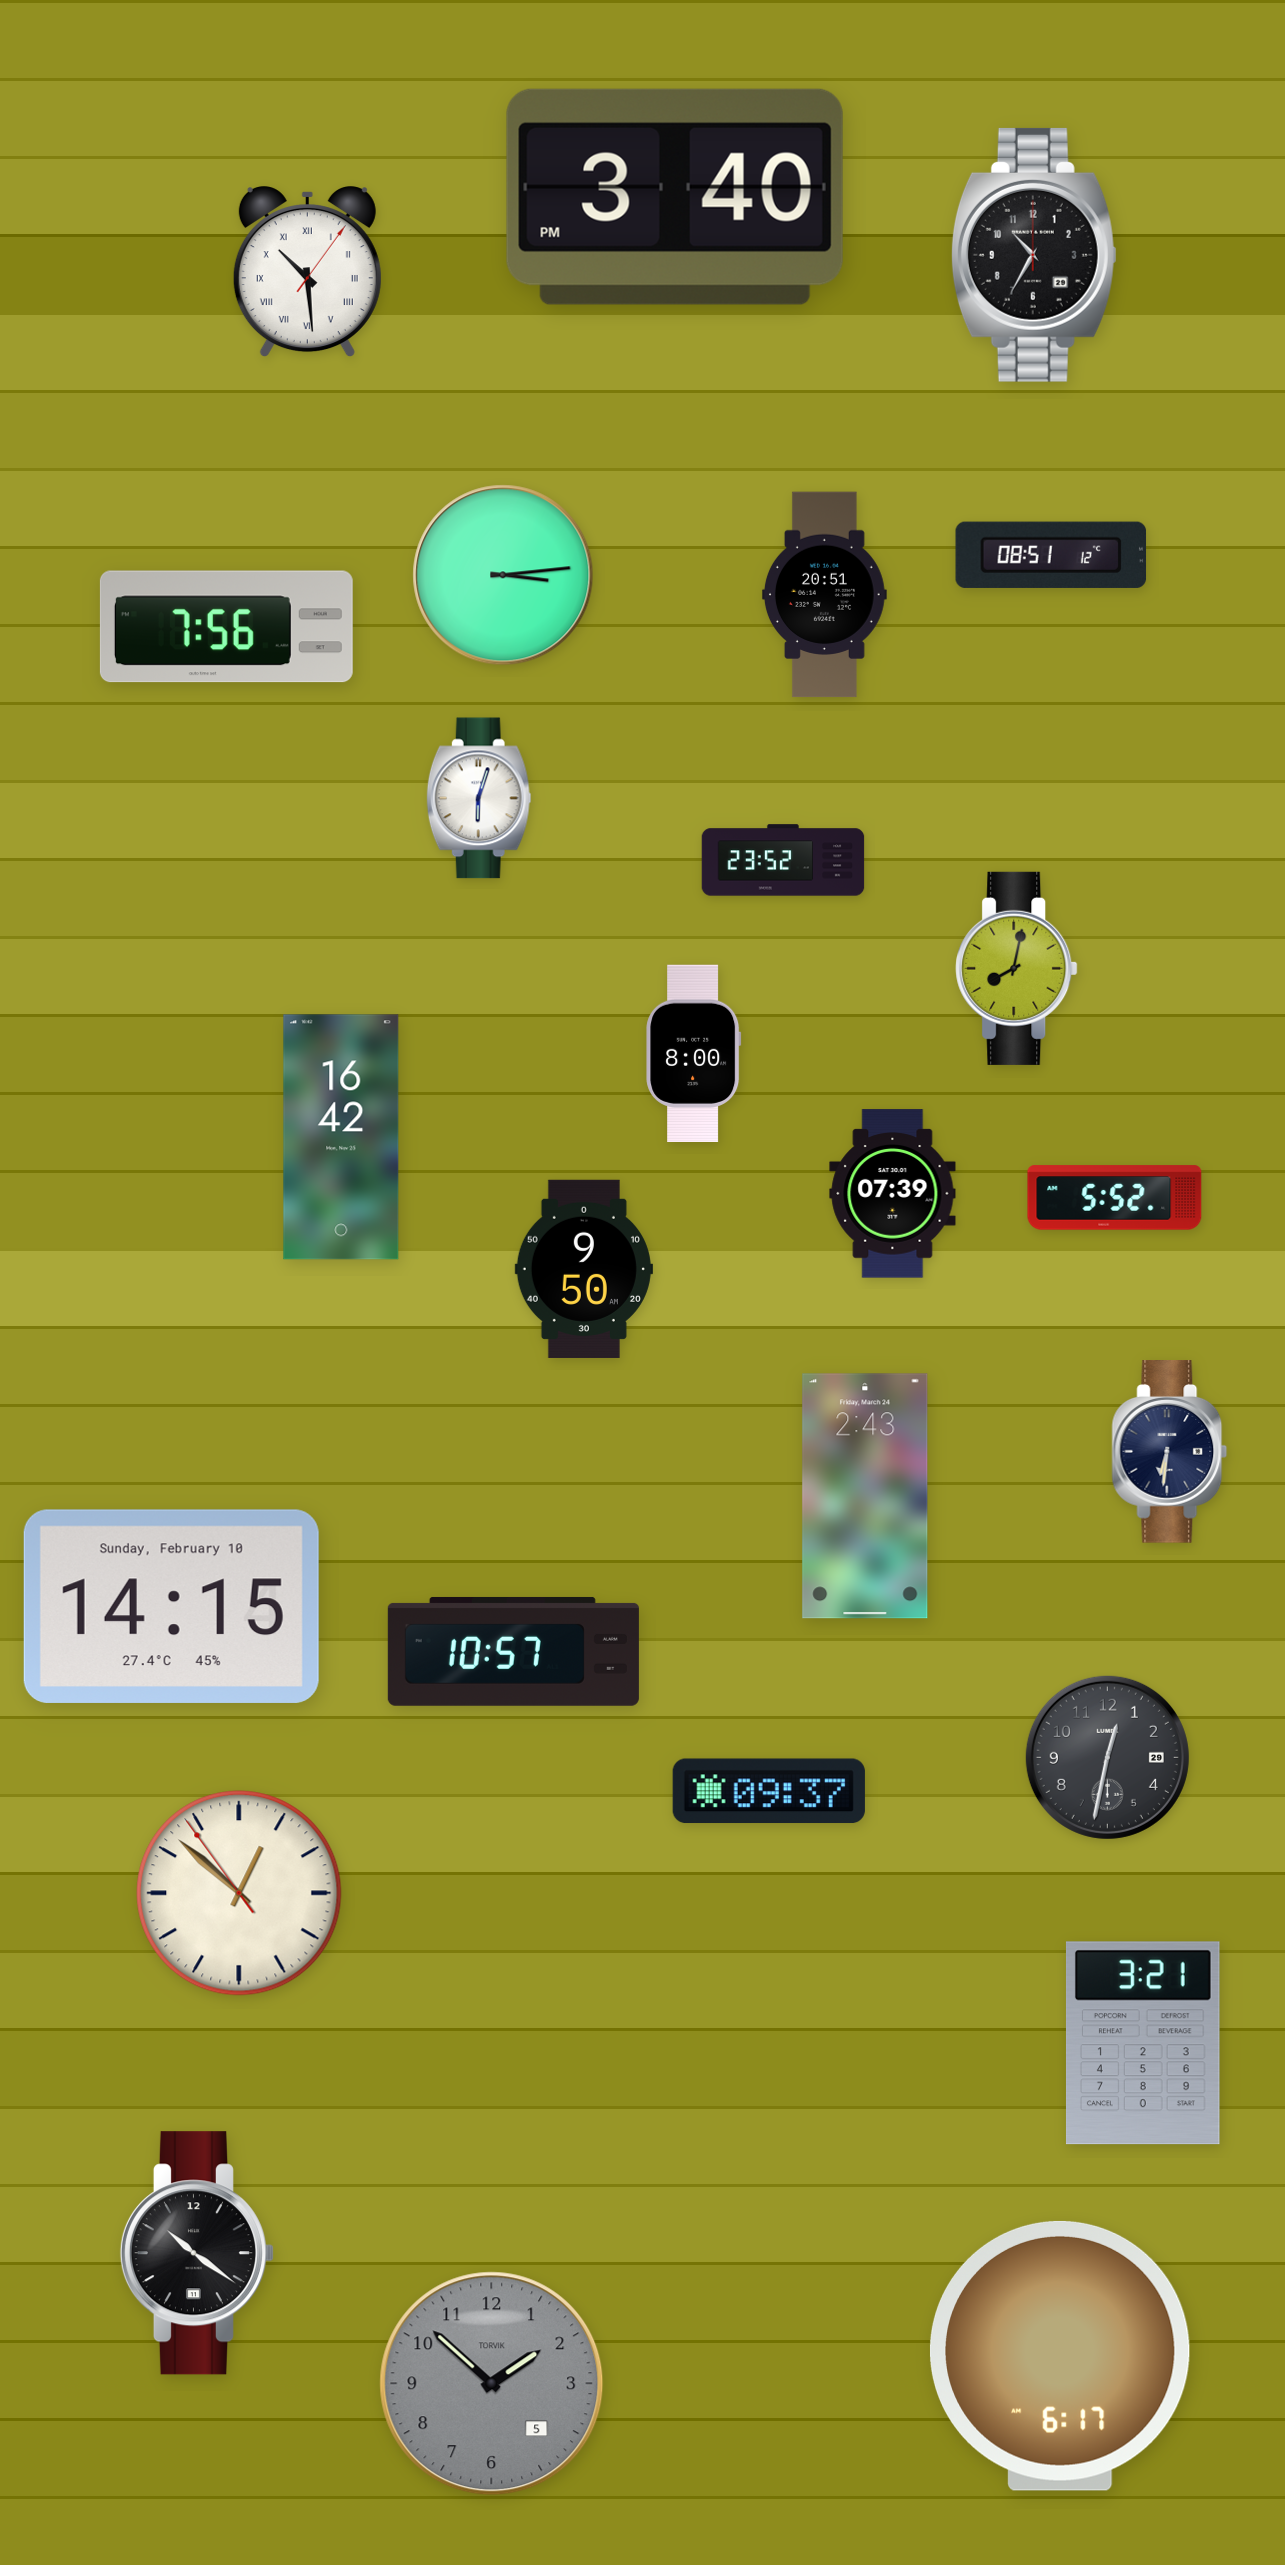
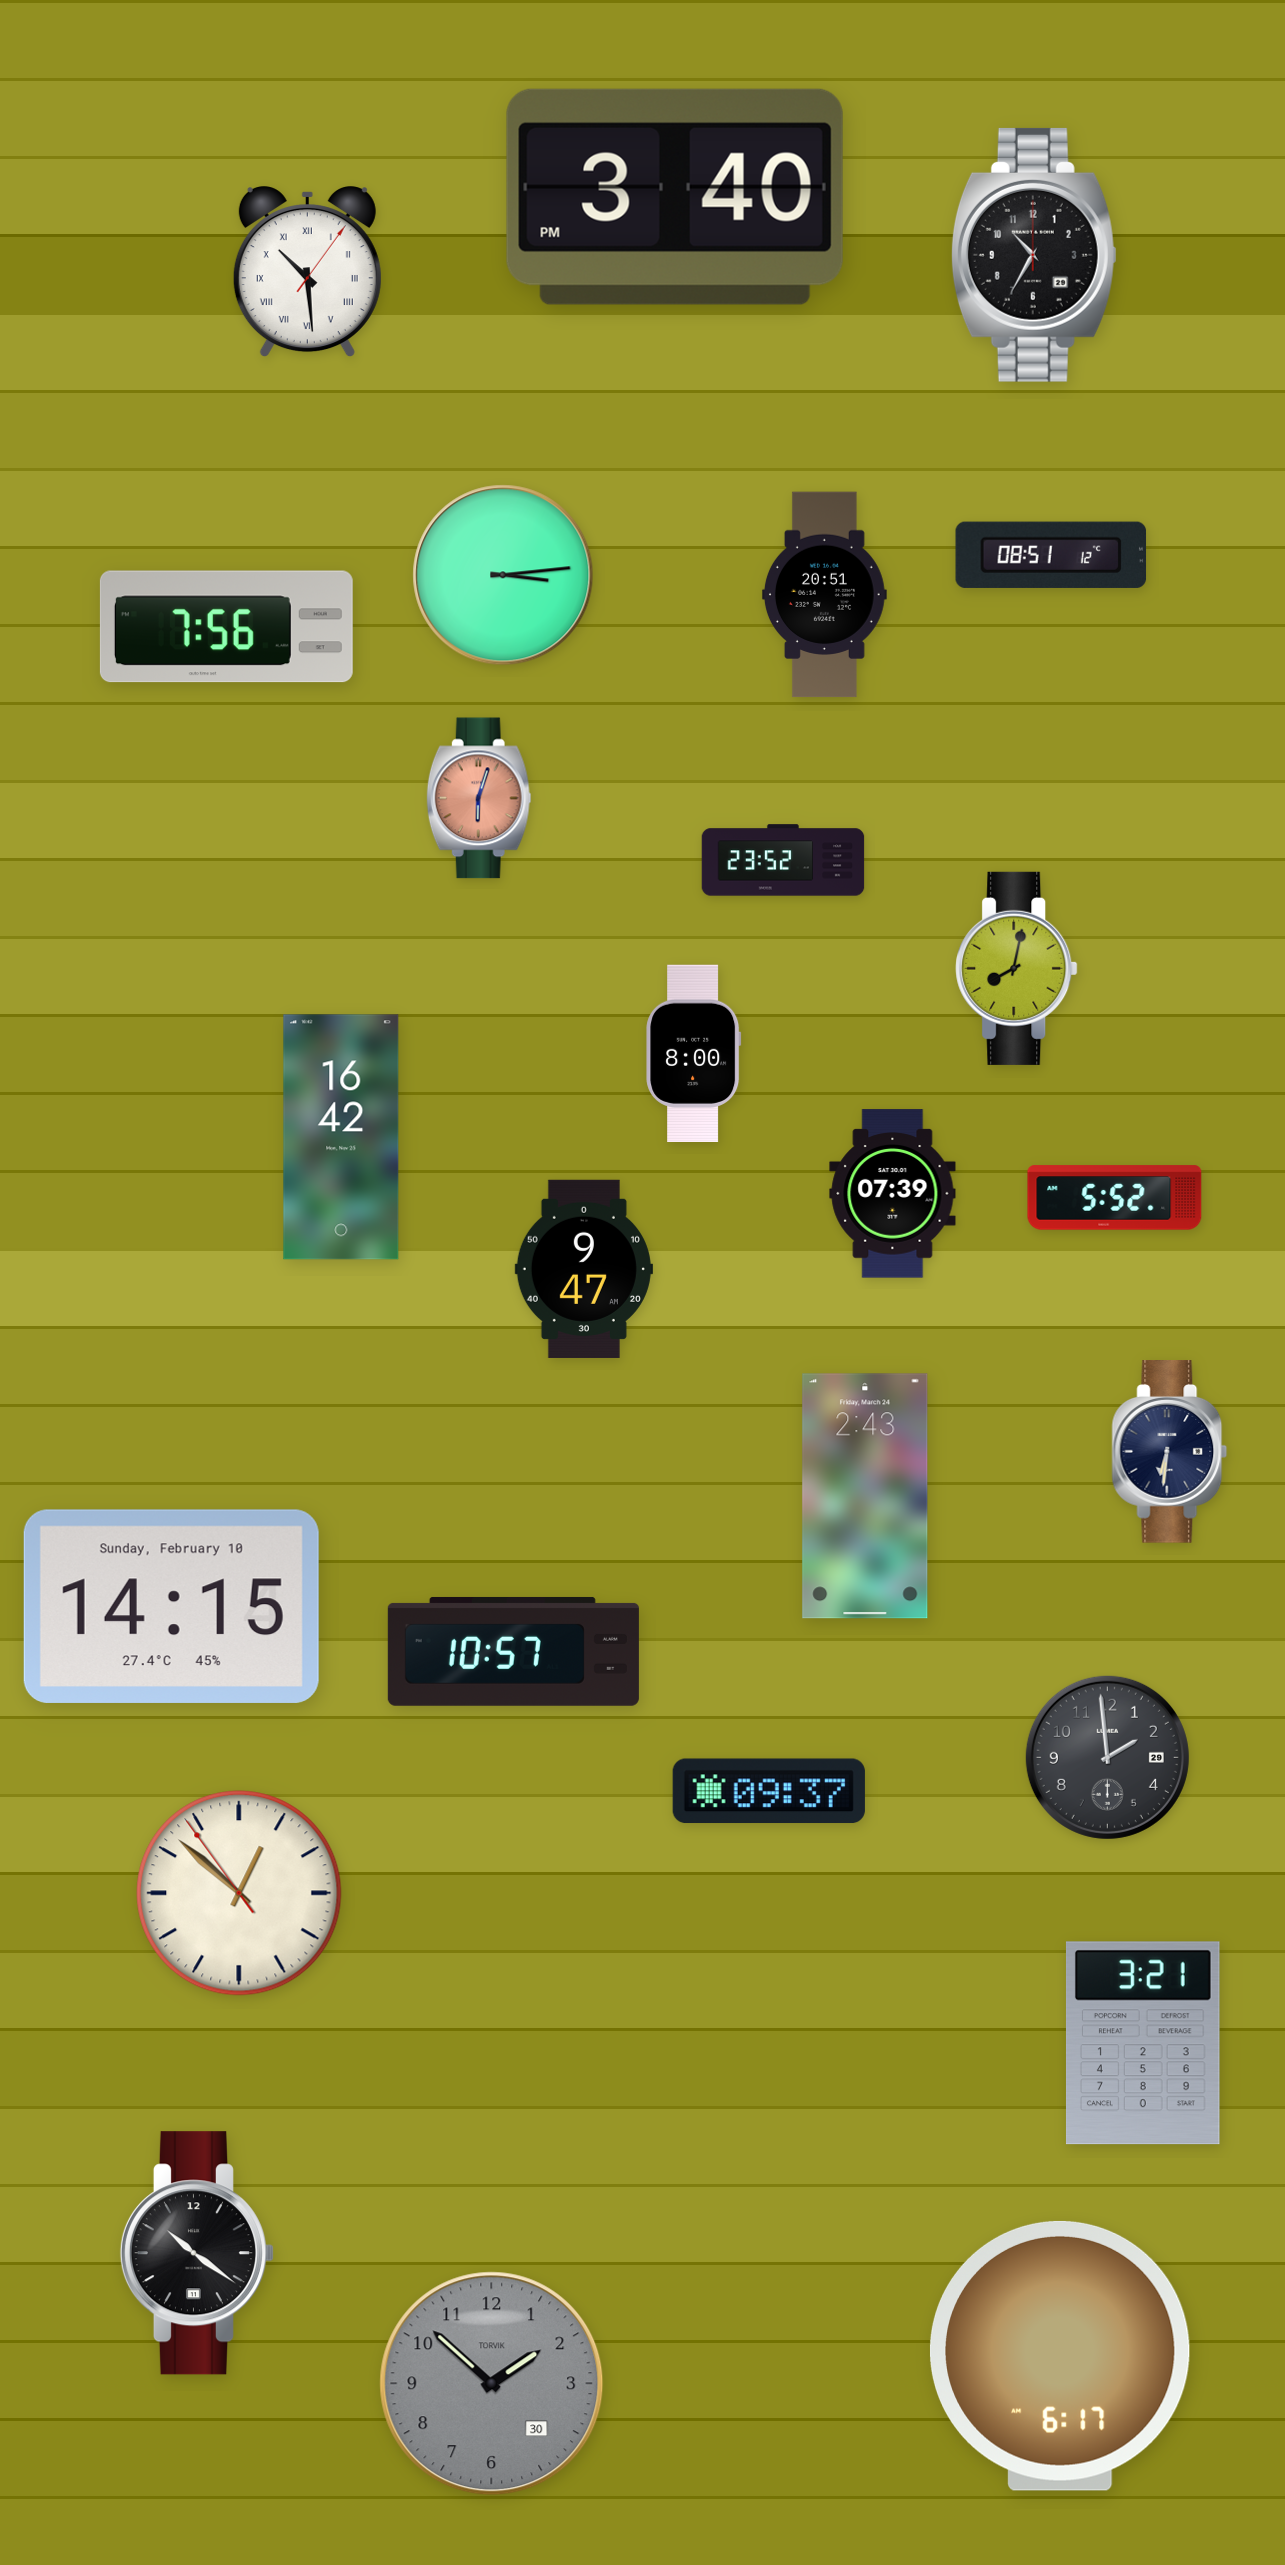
clock at (479, 798) dial: white -> salmon
clock at (584, 1269): 9:50 -> 9:47
clock at (1107, 1757): 12:32 -> 1:59
clock at (492, 2384) date: 5 -> 30
